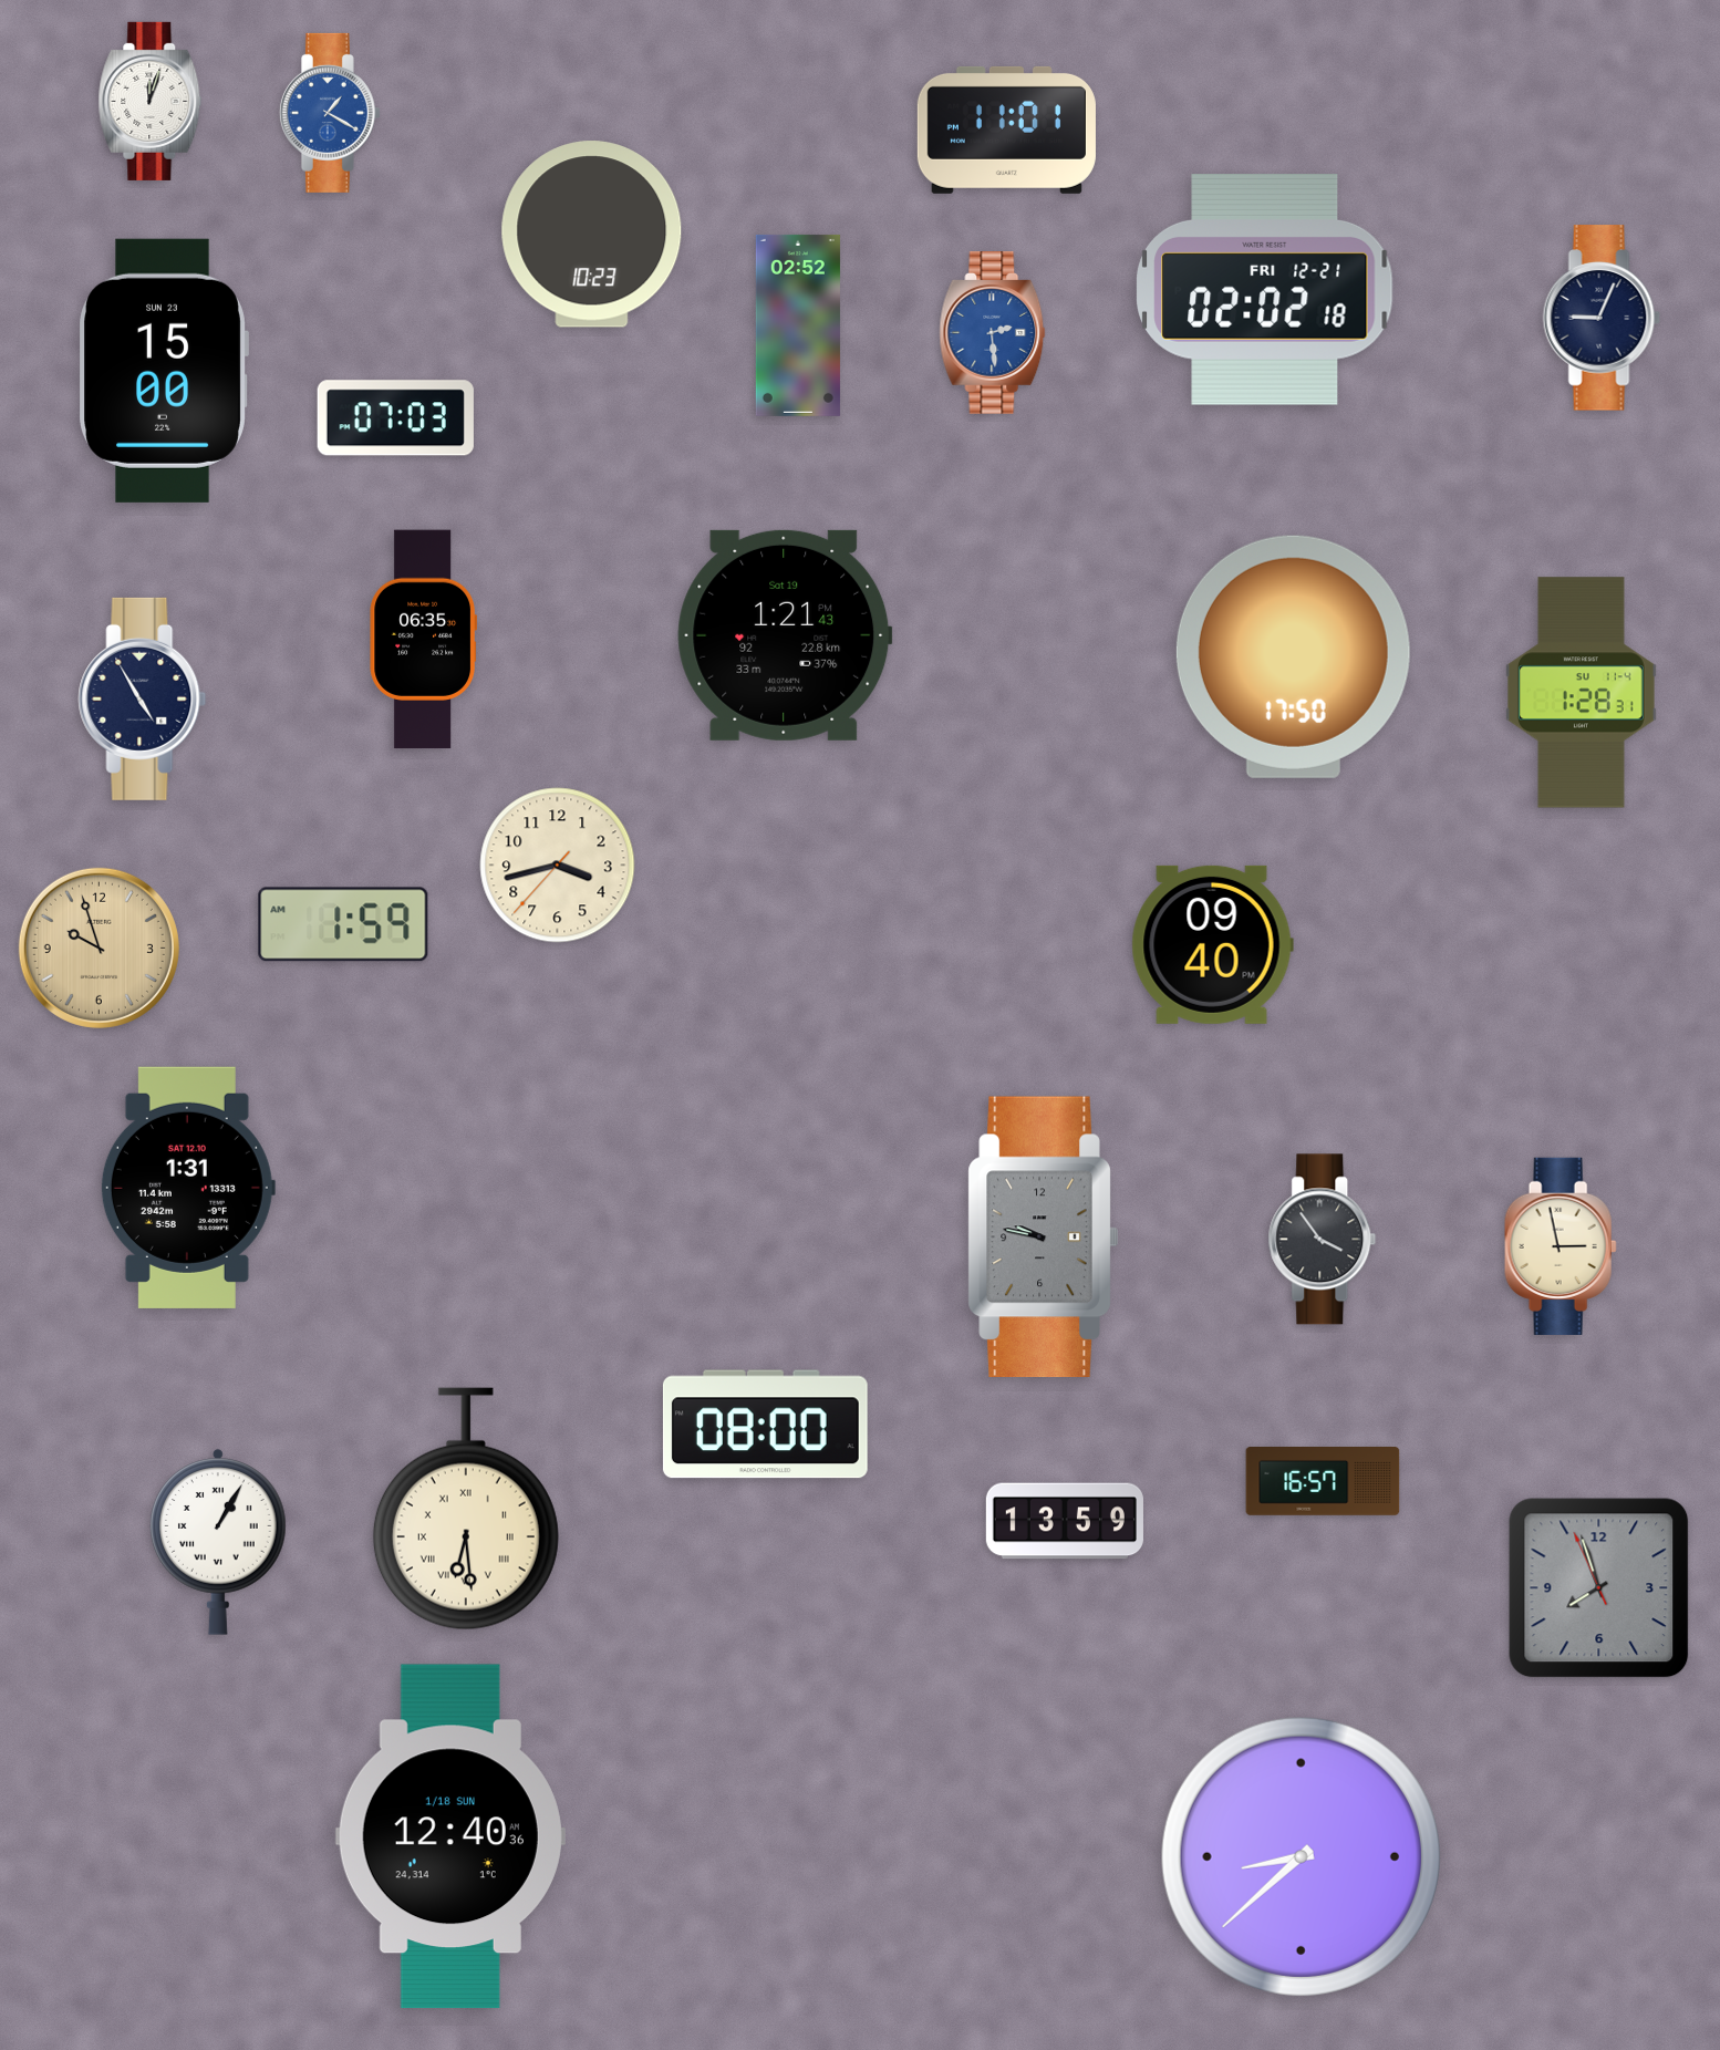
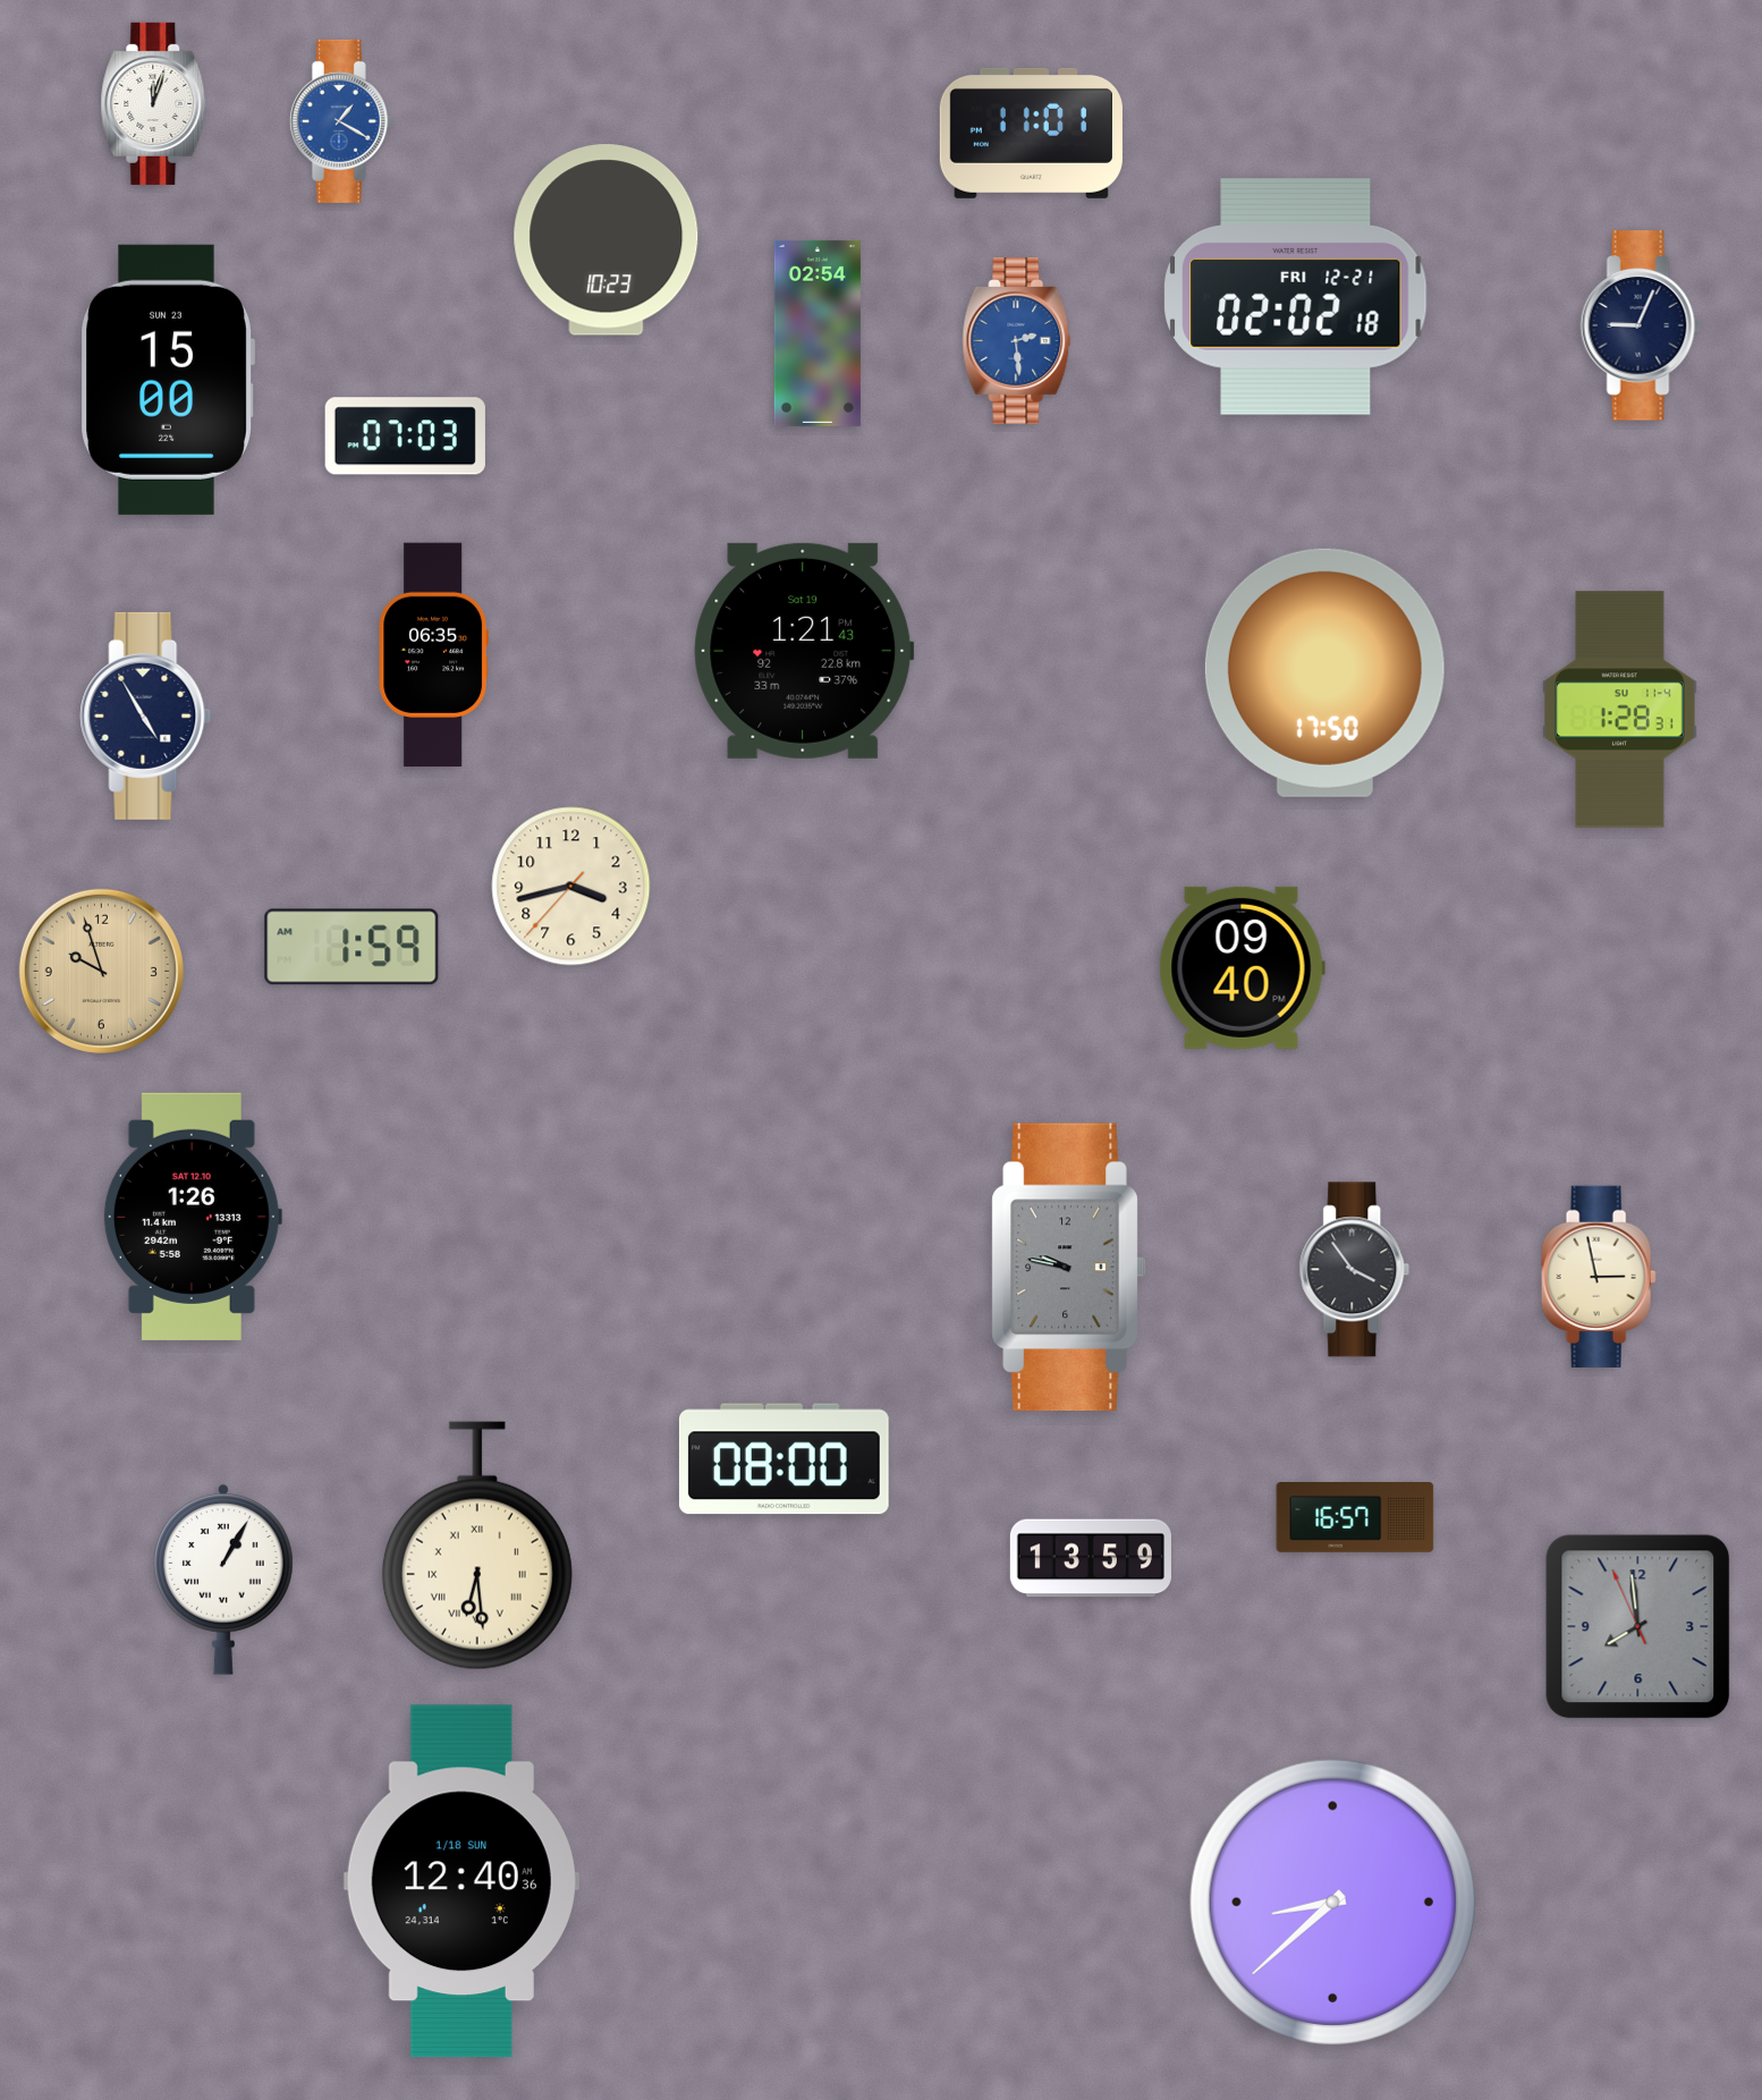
clock at (330, 113) position: (330, 113) -> (341, 121)
clock at (798, 325): 02:52 -> 02:54
clock at (395, 418) position: (395, 418) -> (405, 437)
clock at (187, 1188): 1:31 -> 1:26
clock at (1599, 1588): 7:56 -> 7:58
